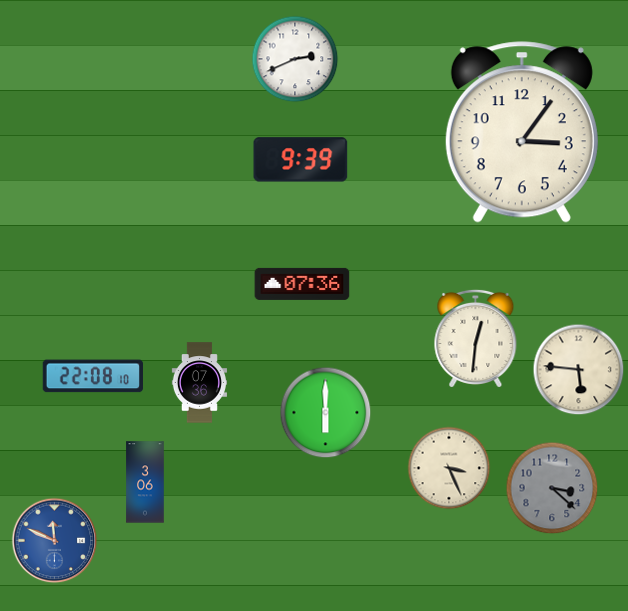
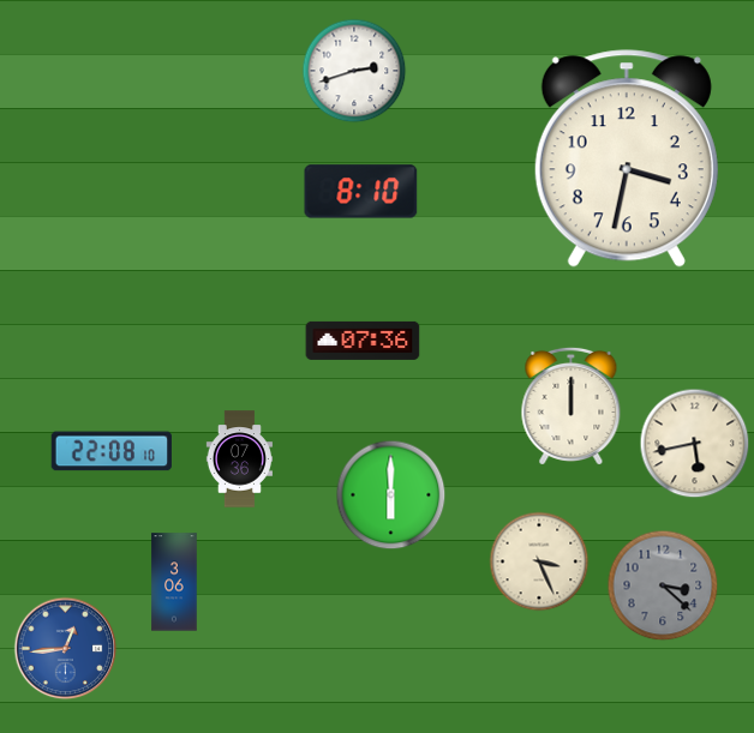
clock at (295, 59): 2:41 -> 2:42
clock at (522, 132): 3:06 -> 3:32
clock at (301, 160): 9:39 -> 8:10
clock at (476, 338): 12:31 -> 12:00
clock at (579, 370): 5:46 -> 5:43
clock at (145, 482) position: (145, 482) -> (174, 582)
clock at (55, 541): 11:49 -> 12:44
